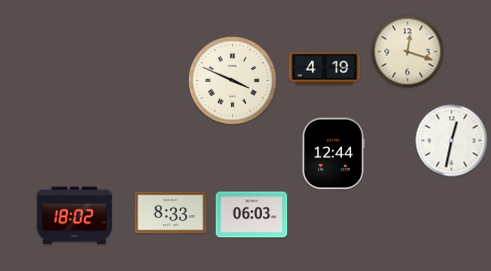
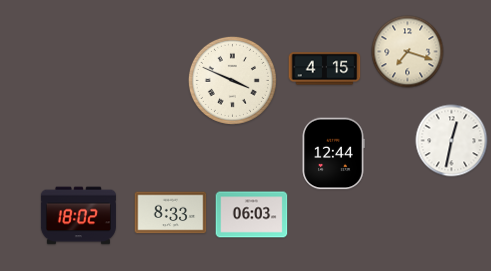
clock at (408, 52): 12:18 -> 7:18
clock at (325, 69): 4:19 -> 4:15
clock at (74, 216) position: (74, 216) -> (78, 216)
